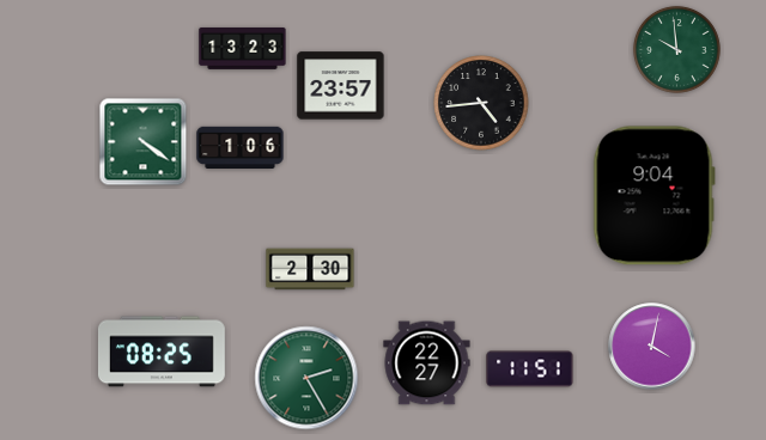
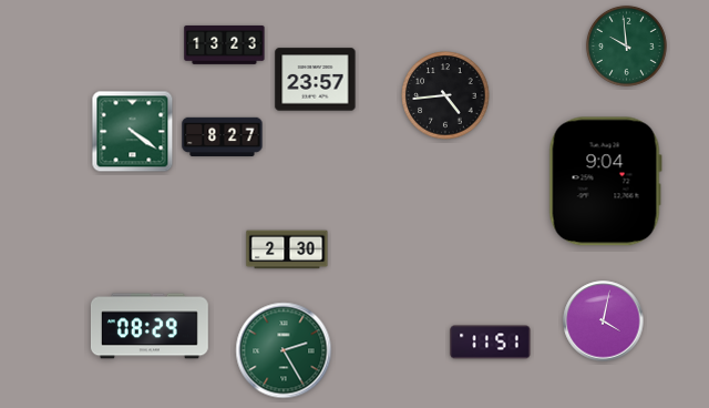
clock at (241, 147): 1:06 -> 8:27
clock at (162, 352): 08:25 -> 08:29
clock at (427, 363): 22:27 -> none
